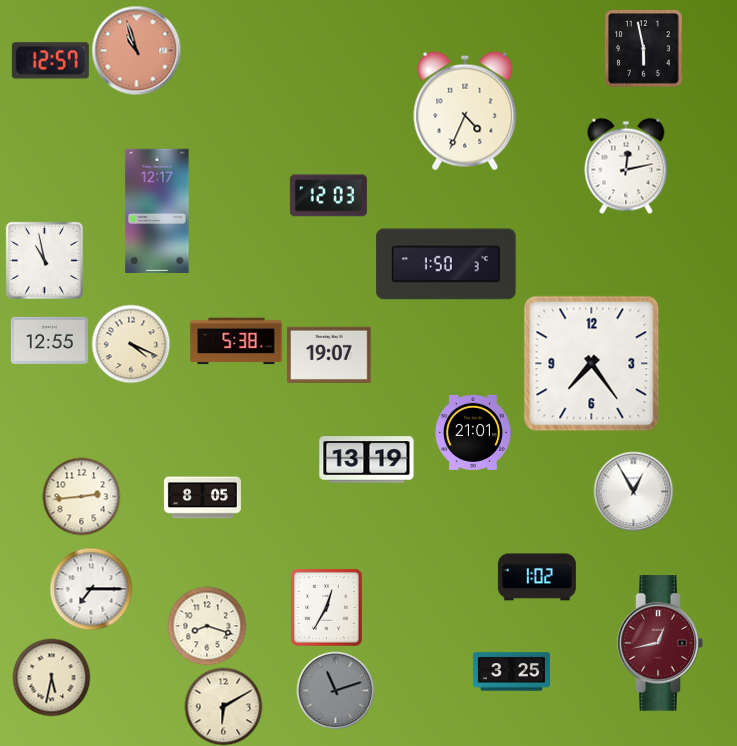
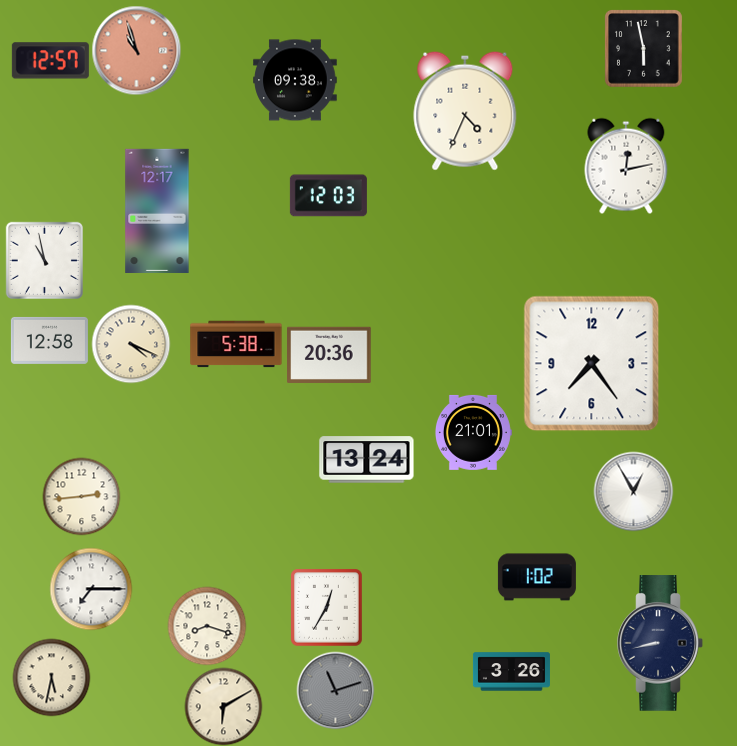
clock at (295, 80): none -> 09:38
clock at (446, 264): 1:50 -> none
clock at (49, 340): 12:55 -> 12:58
clock at (236, 341) position: (236, 341) -> (236, 344)
clock at (329, 355): 19:07 -> 20:36
clock at (367, 460): 13:19 -> 13:24
clock at (202, 498): 8:05 -> none
clock at (660, 643): 12:43 -> 8:43
clock at (660, 643) dial: burgundy -> navy
clock at (511, 672): 3:25 -> 3:26
